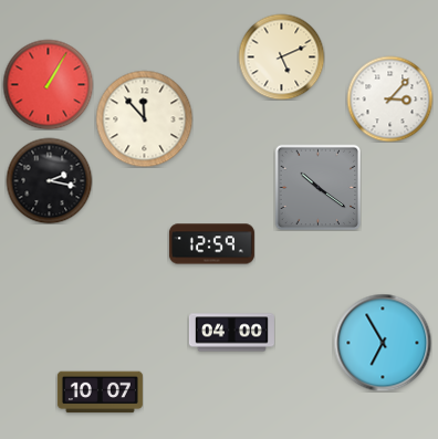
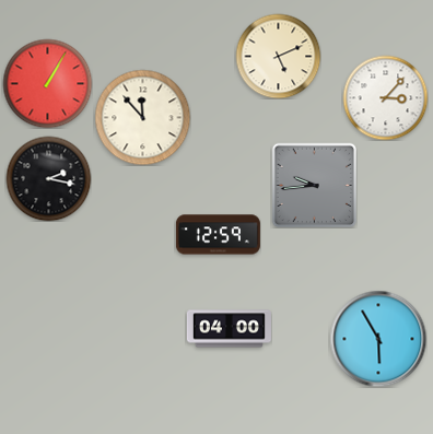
clock at (317, 187): 10:21 -> 9:44
clock at (211, 244) position: (211, 244) -> (218, 235)
clock at (383, 343): 6:55 -> 5:55
clock at (100, 393): 10:07 -> none
